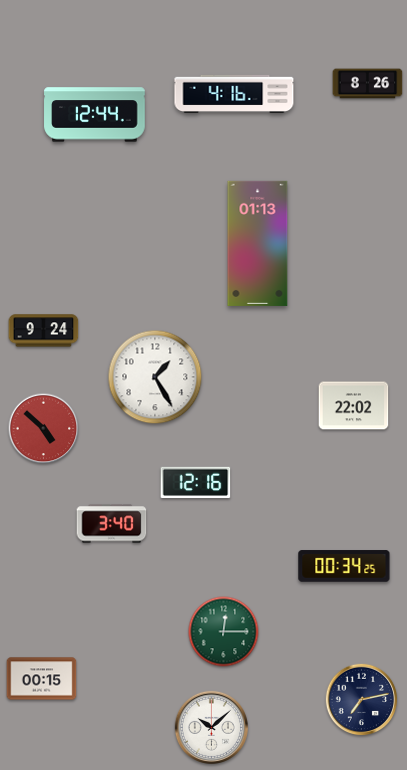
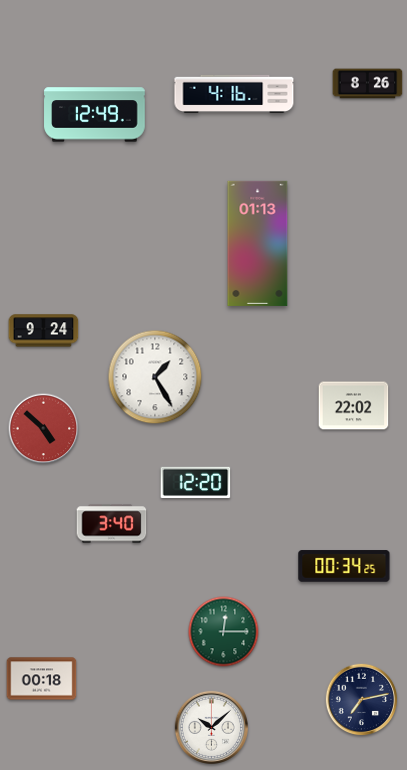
clock at (95, 115): 12:44 -> 12:49
clock at (196, 483): 12:16 -> 12:20
clock at (42, 679): 00:15 -> 00:18
